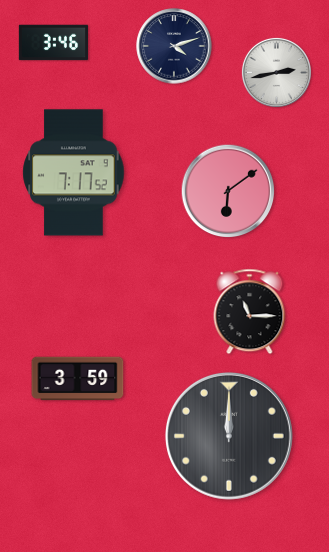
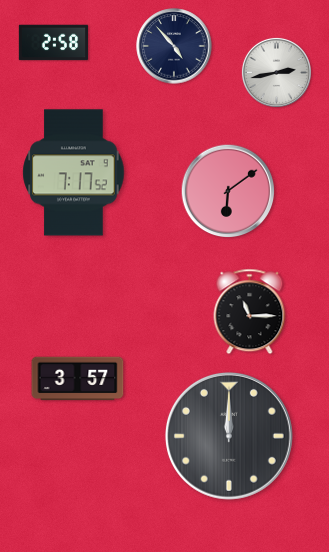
clock at (53, 43): 3:46 -> 2:58
clock at (174, 46): 4:12 -> 4:53
clock at (78, 379): 3:59 -> 3:57
